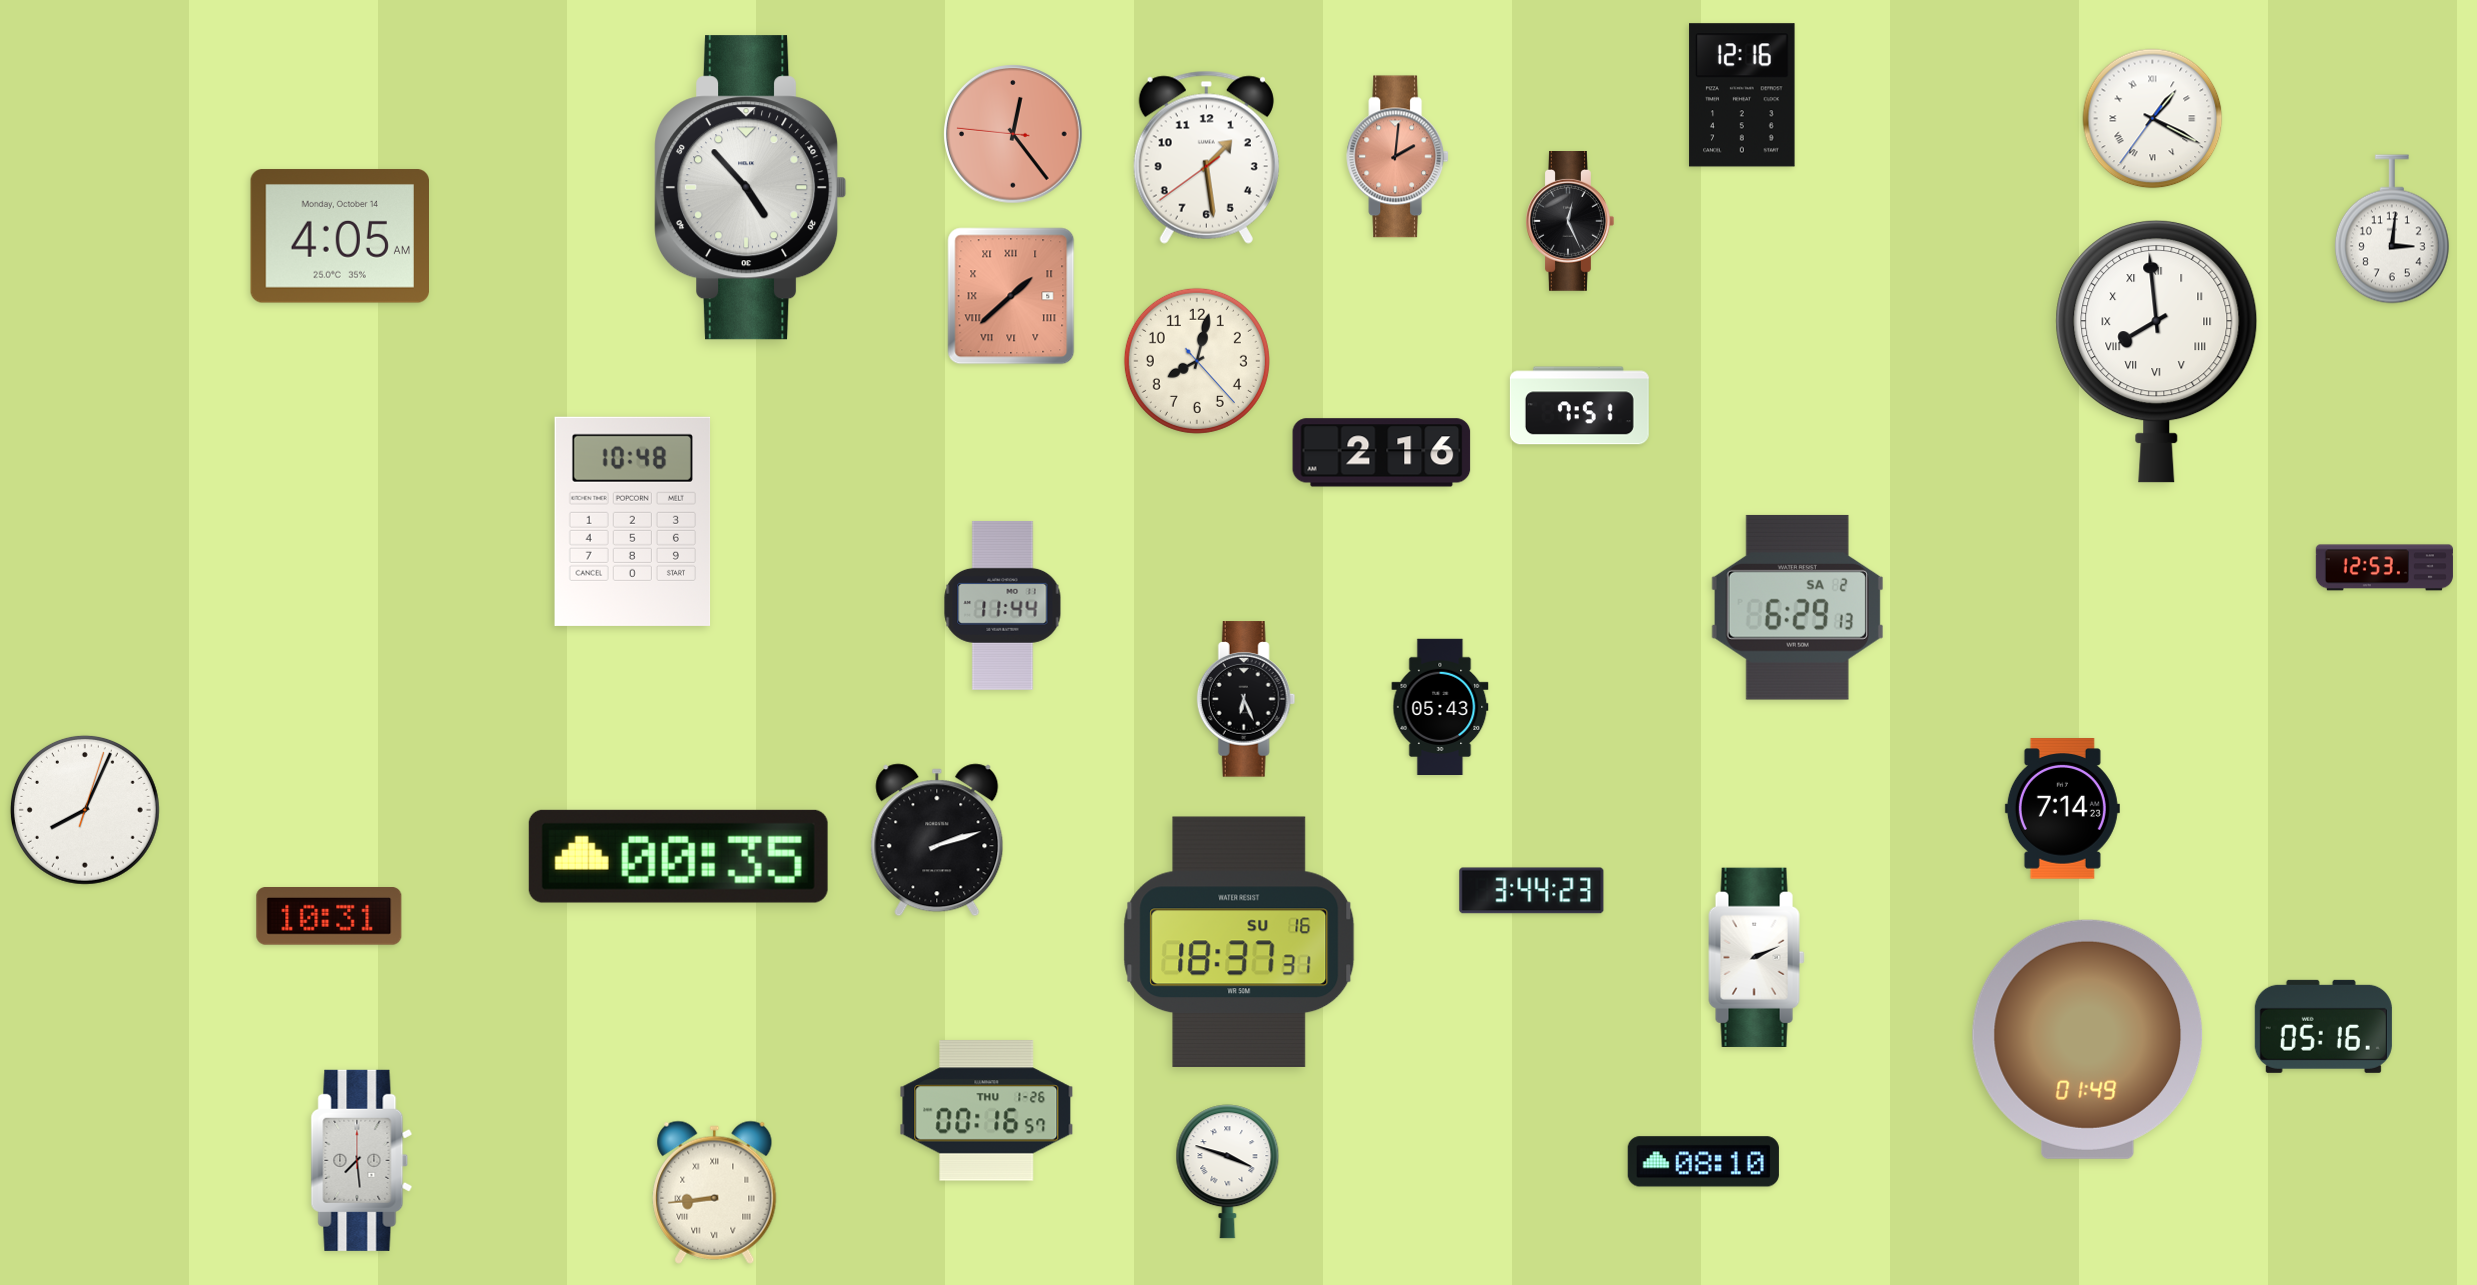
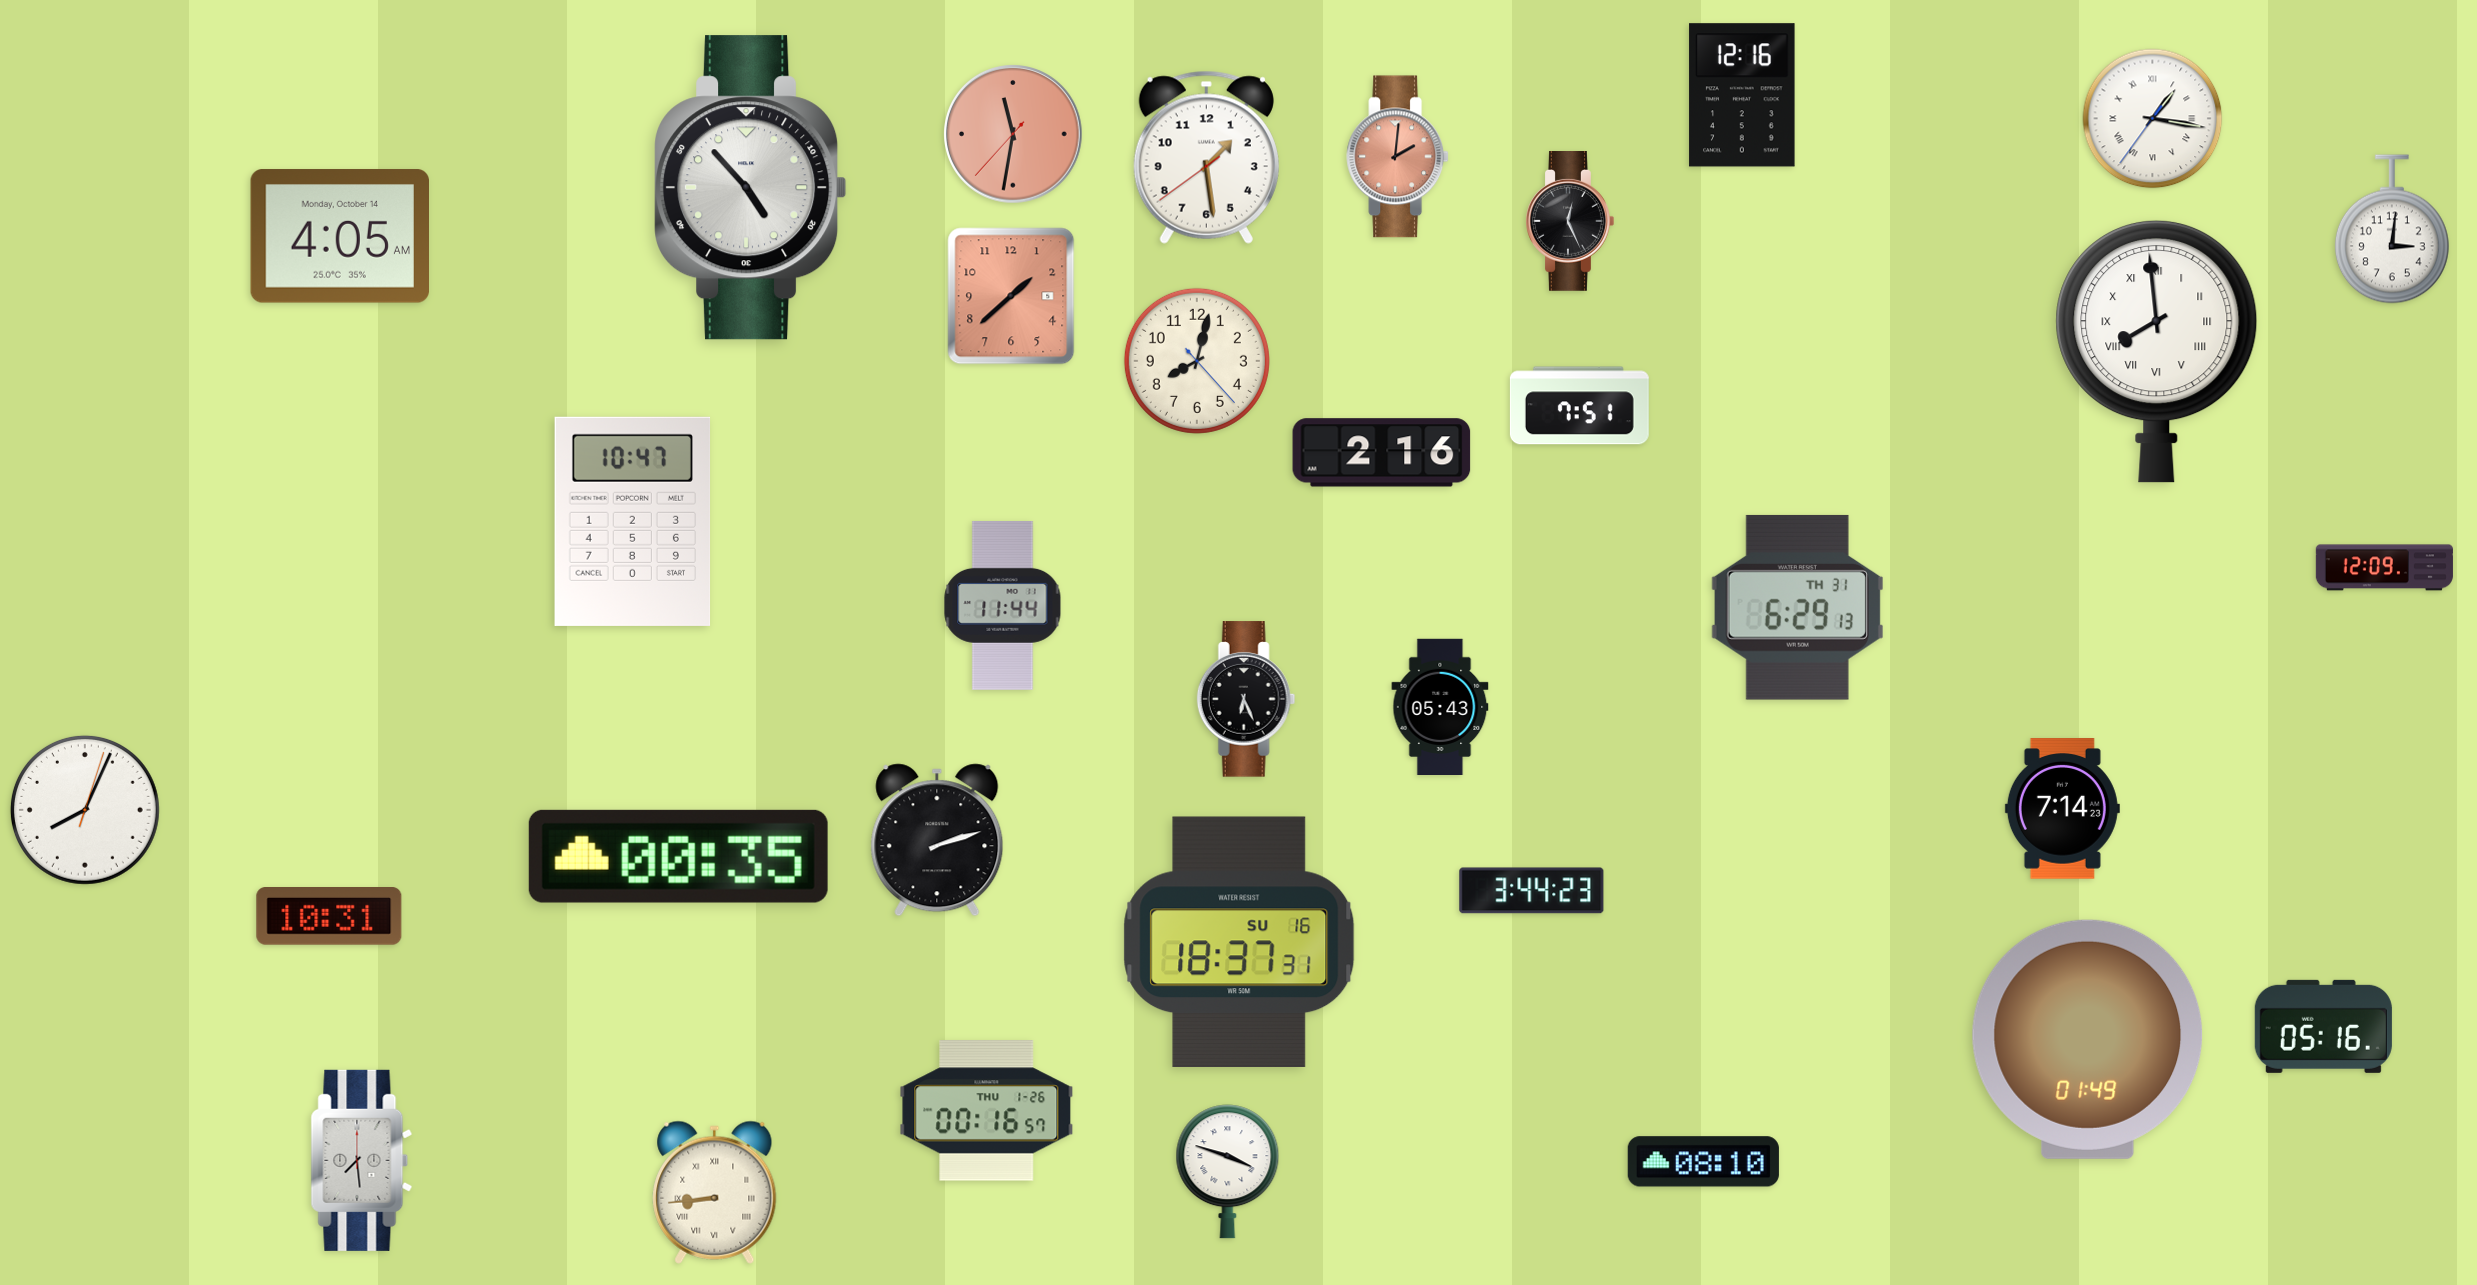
clock at (2153, 119): 1:19 -> 1:16
clock at (1014, 135): 12:23 -> 11:31
clock at (1011, 296) numerals: Roman -> Arabic
clock at (633, 521): 10:48 -> 10:47
clock at (2384, 568): 12:53 -> 12:09
clock at (1797, 607) date: SA 2 -> TH 31
clock at (1757, 957): 2:11 -> none
